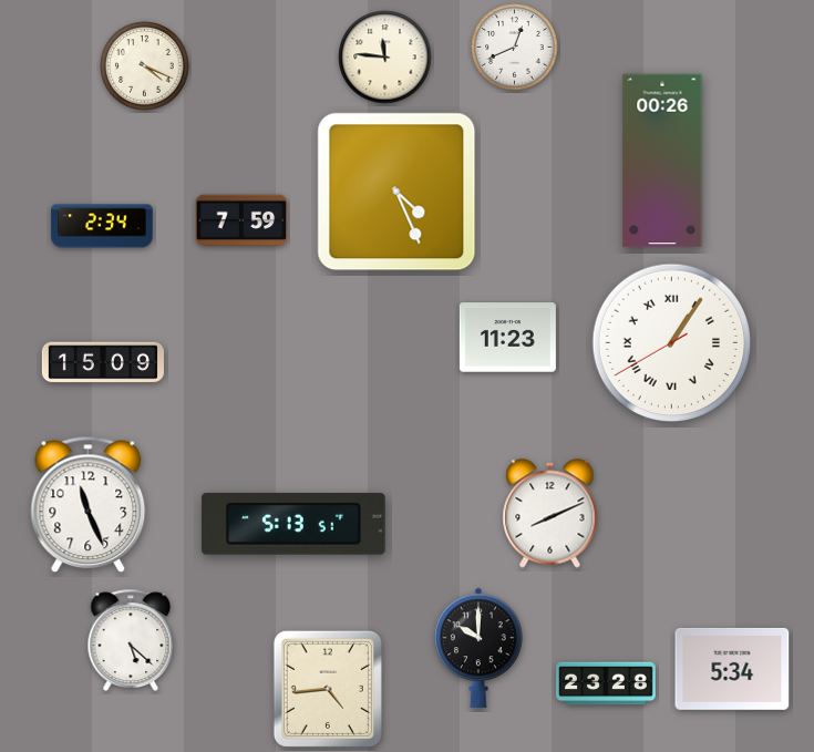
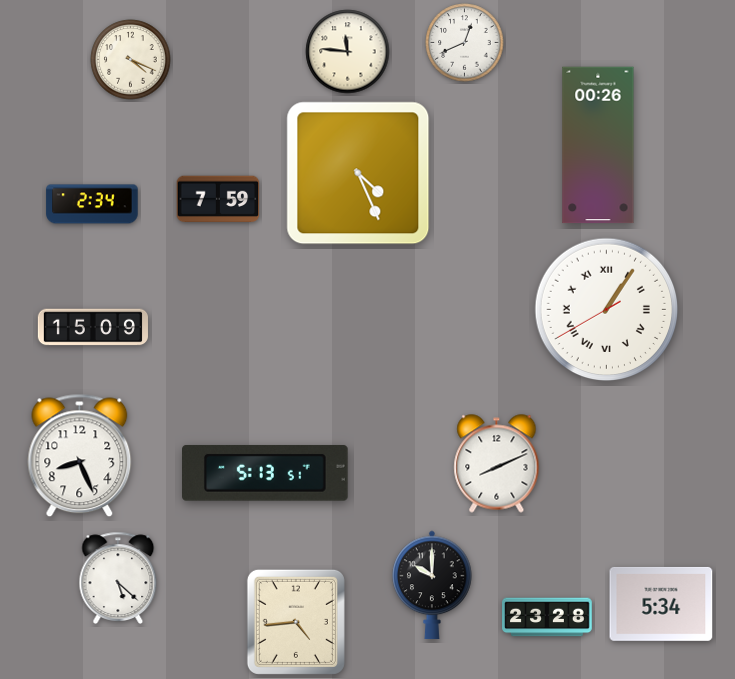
clock at (507, 338): 11:23 -> none
clock at (89, 505): 11:26 -> 8:26
